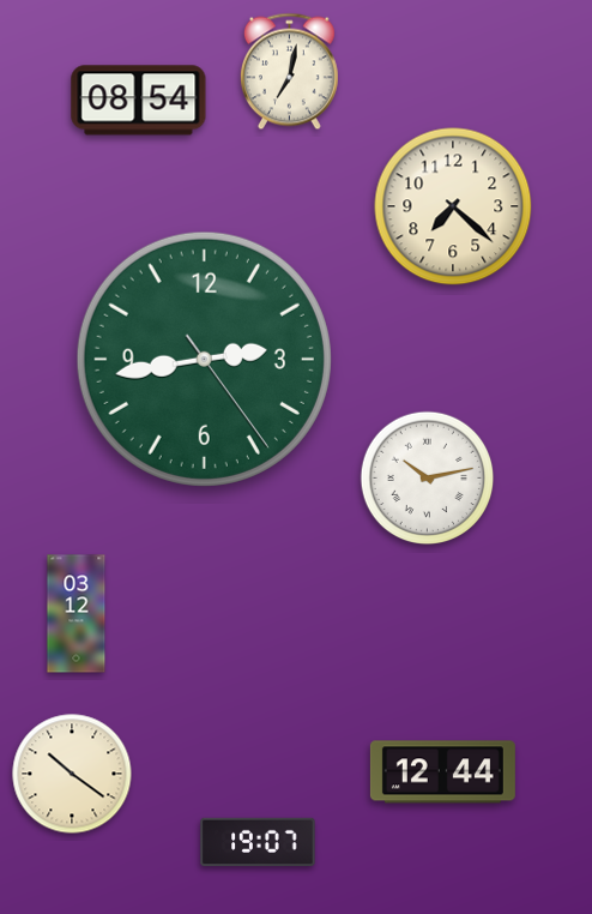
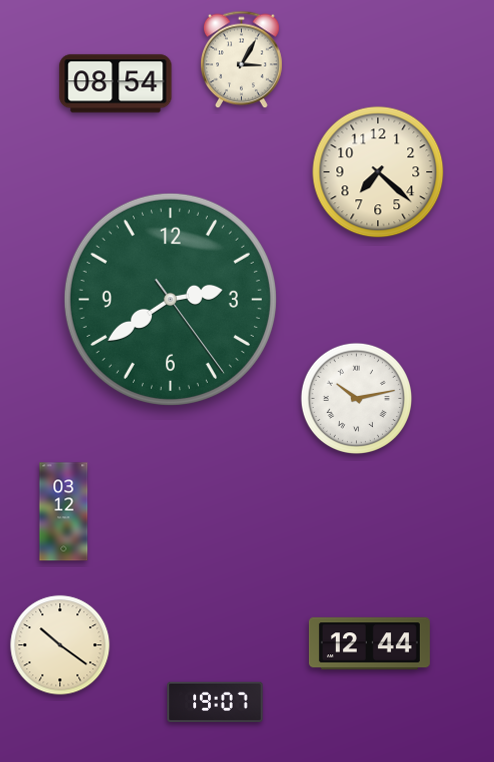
clock at (289, 72): 7:02 -> 3:05
clock at (204, 359): 2:43 -> 2:39
